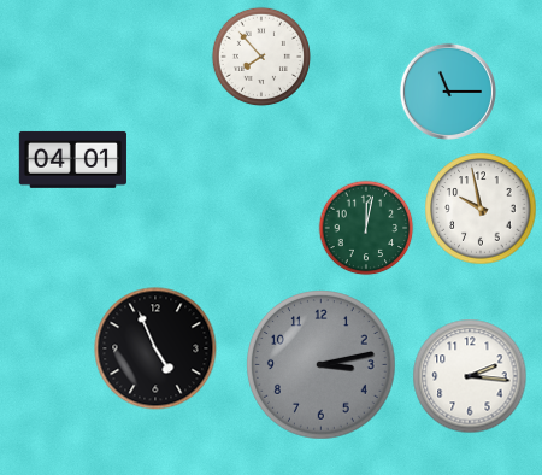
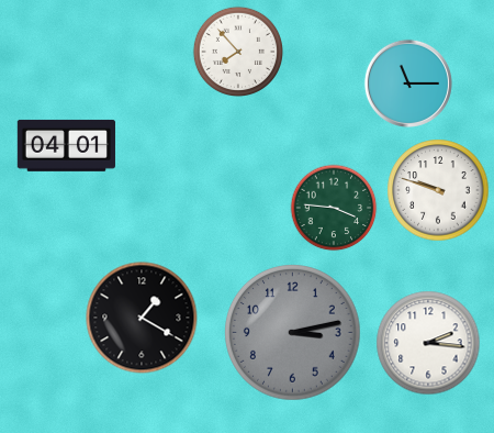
clock at (481, 209): 9:58 -> 9:48
clock at (366, 228): 12:02 -> 3:46
clock at (155, 348): 4:56 -> 1:20
